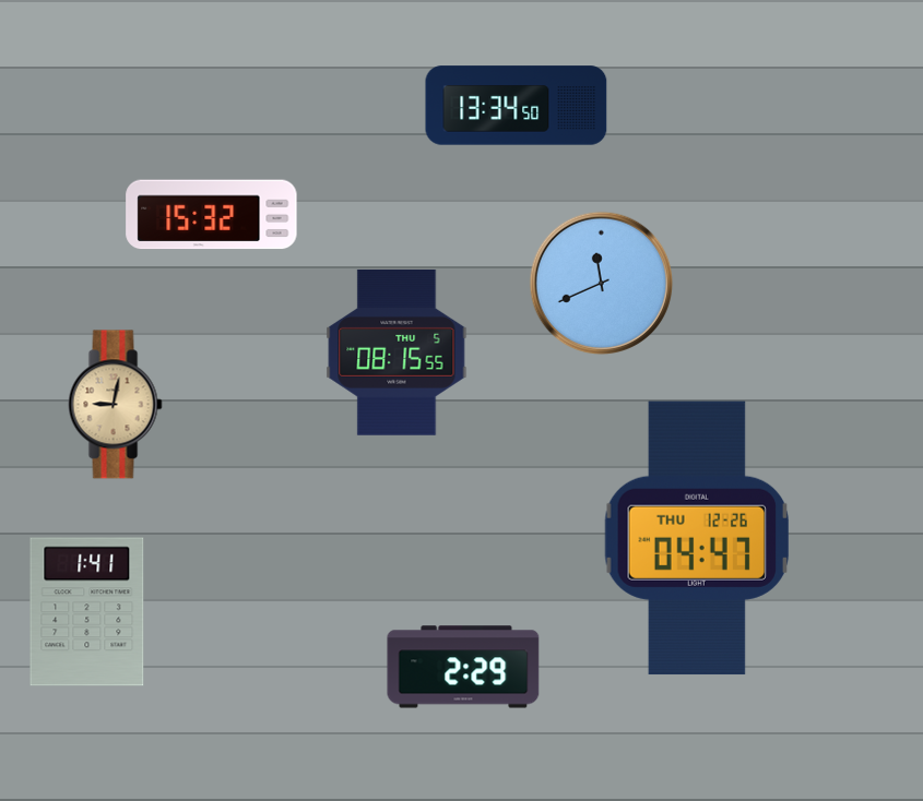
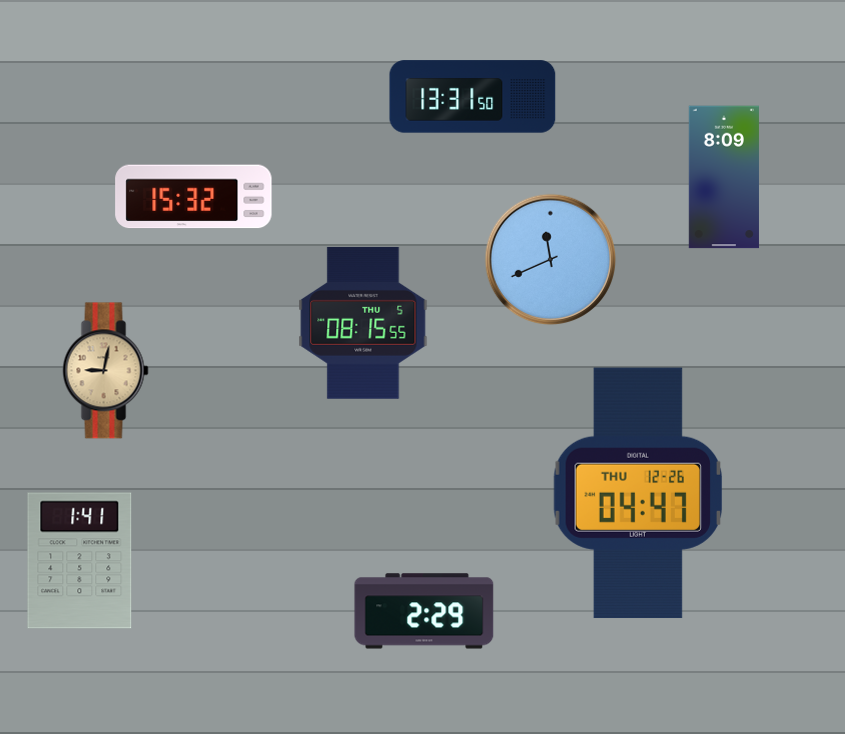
clock at (517, 106): 13:34 -> 13:31
clock at (724, 177): none -> 8:09
